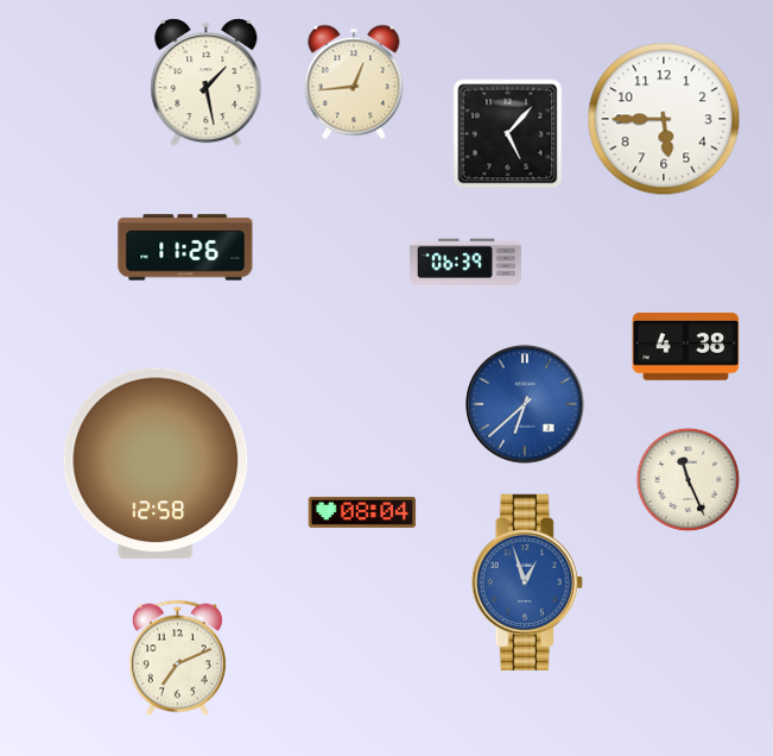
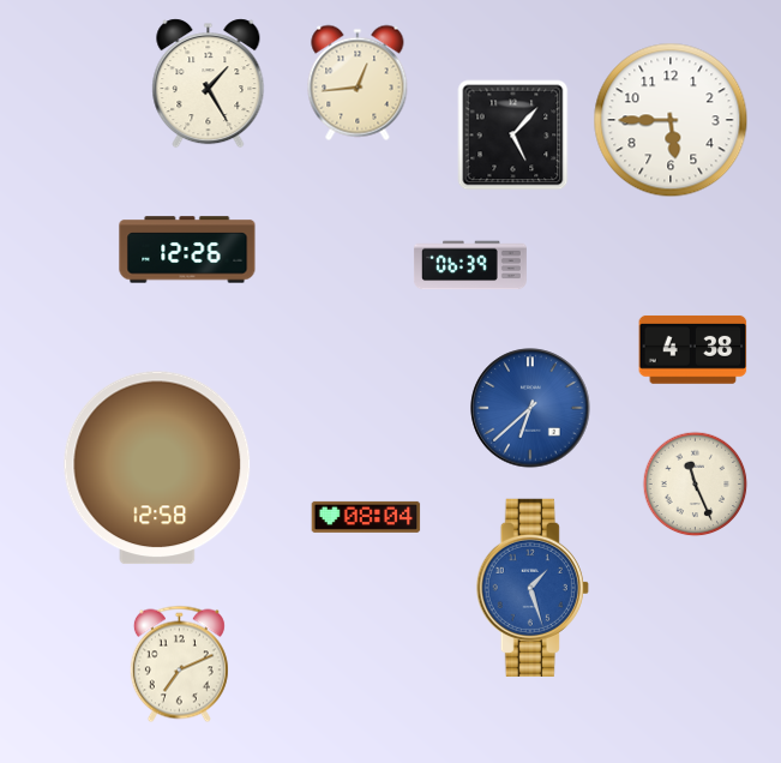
clock at (207, 83): 1:28 -> 1:25
clock at (185, 247): 11:26 -> 12:26
clock at (527, 582): 12:57 -> 1:27
